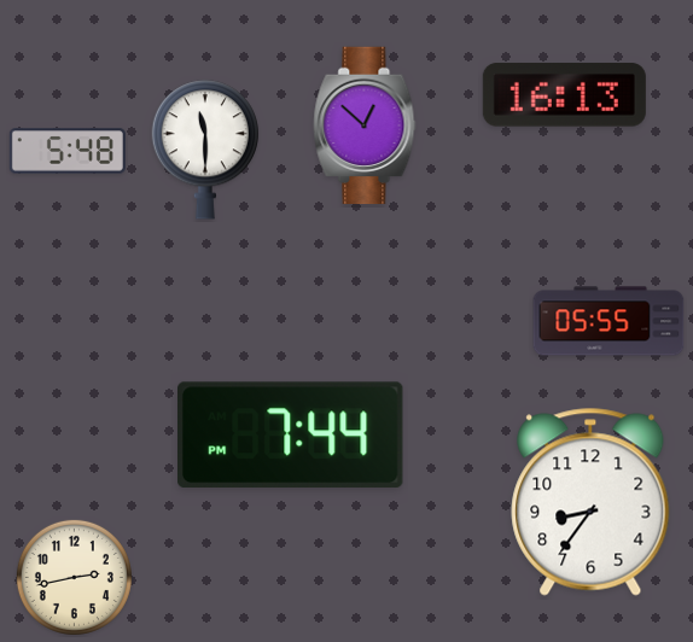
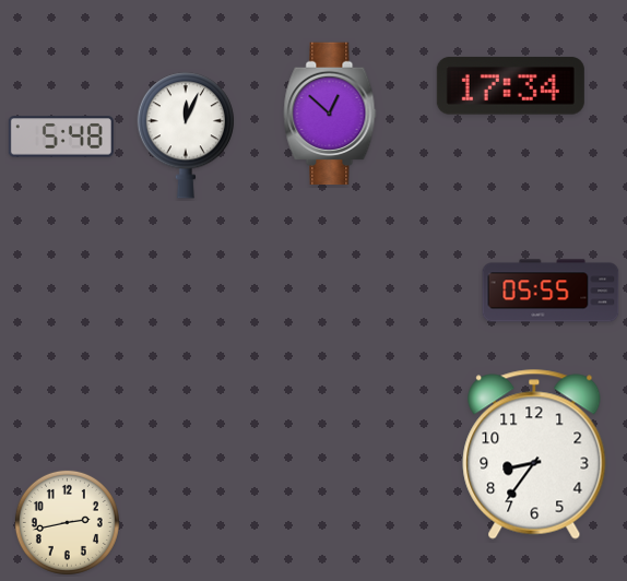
clock at (564, 95): 16:13 -> 17:34
clock at (205, 150): 11:30 -> 12:04
clock at (291, 436): 7:44 -> none
